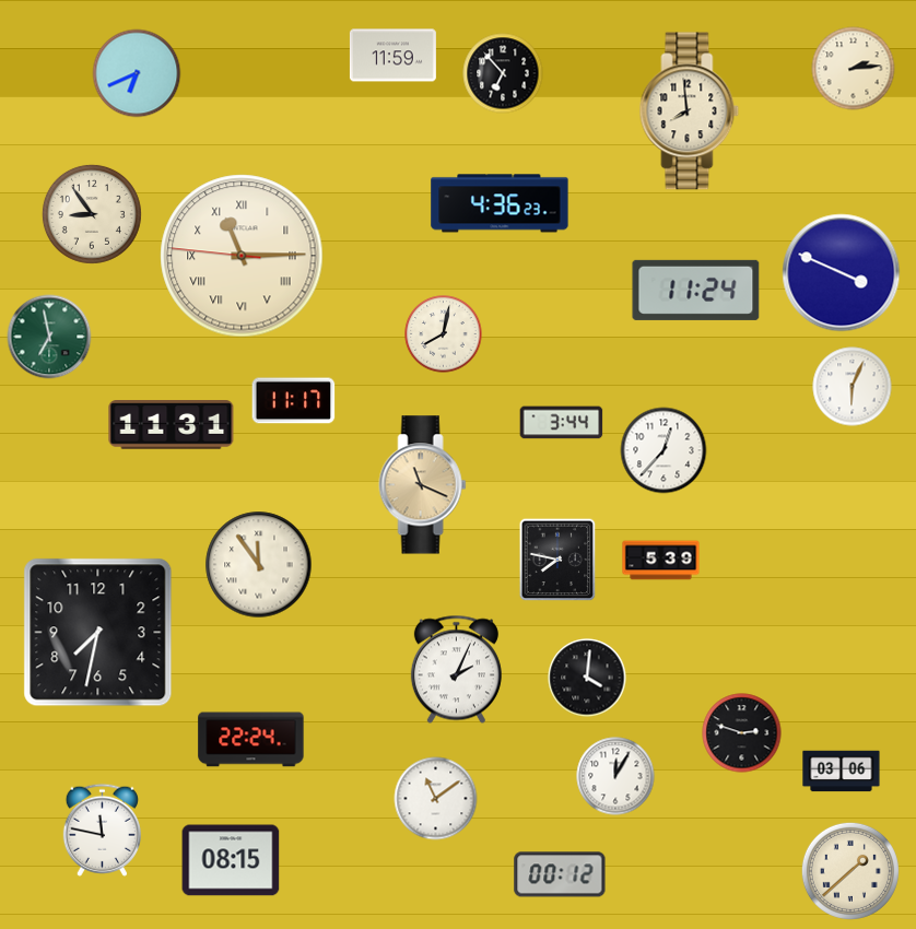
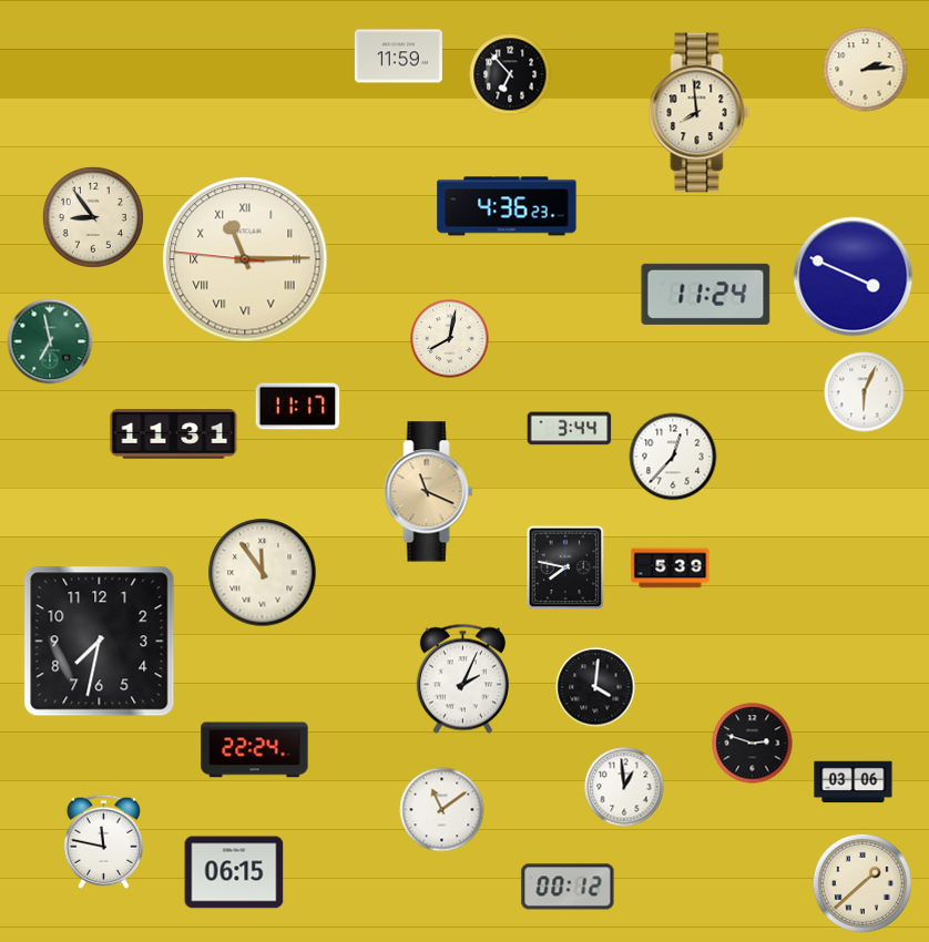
clock at (137, 73): 6:41 -> none
clock at (172, 425) position: (172, 425) -> (174, 434)
clock at (615, 776): 12:05 -> 12:59
clock at (231, 860): 08:15 -> 06:15
